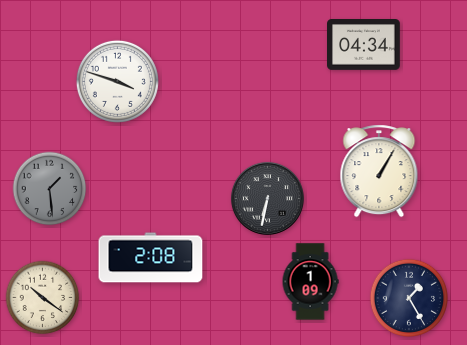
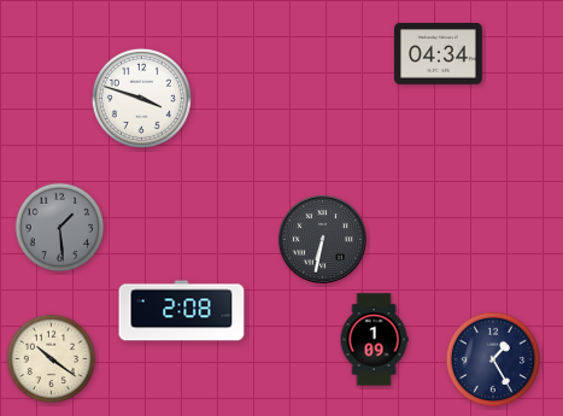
clock at (379, 171): 1:05 -> none
